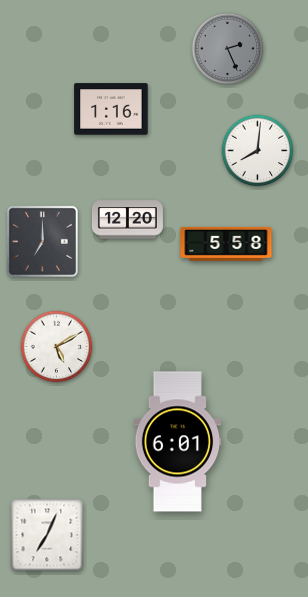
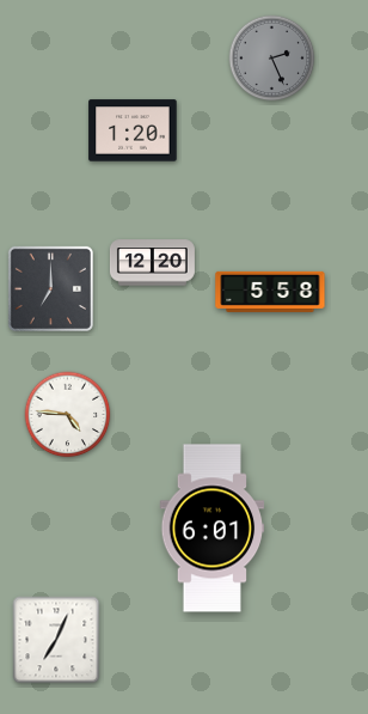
clock at (111, 109): 1:16 -> 1:20
clock at (258, 151): 8:01 -> none
clock at (57, 347): 5:10 -> 4:46
